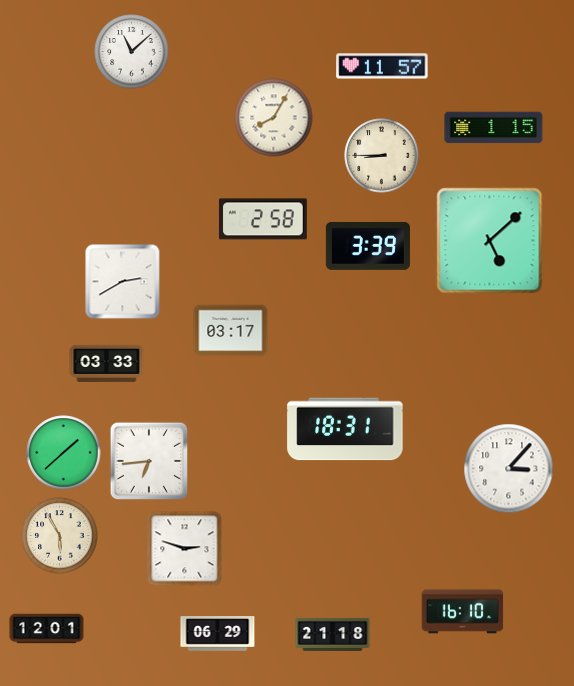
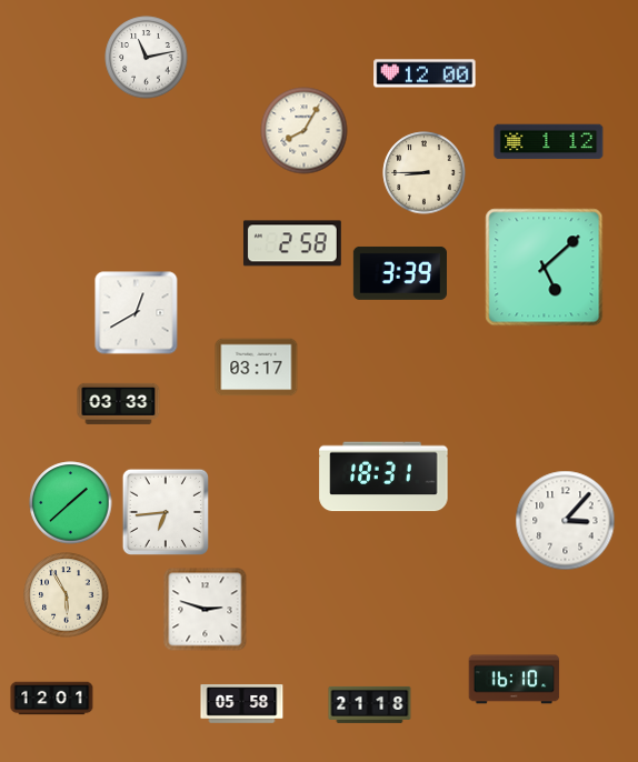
clock at (132, 52): 11:08 -> 11:13
clock at (382, 66): 11:57 -> 12:00
clock at (494, 128): 1:15 -> 1:12
clock at (368, 246) position: (368, 246) -> (400, 273)
clock at (123, 282): 2:40 -> 12:40
clock at (218, 634): 06:29 -> 05:58
